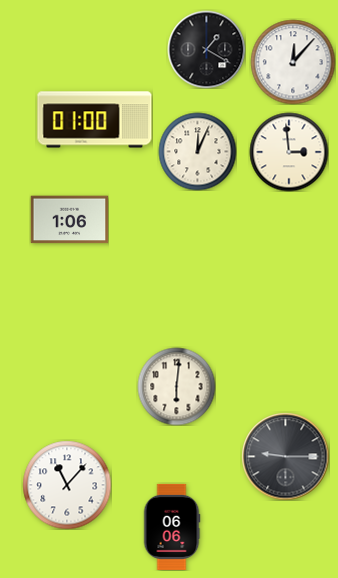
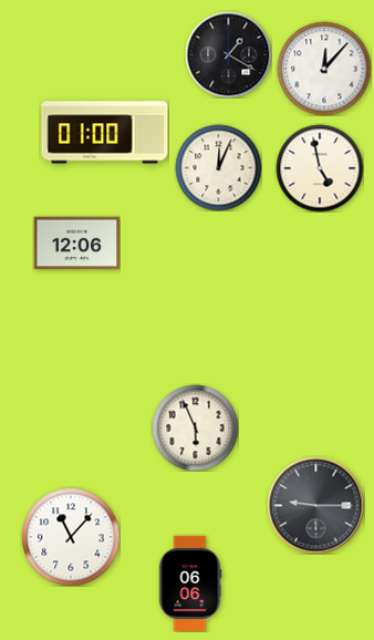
clock at (289, 152): 2:59 -> 4:58
clock at (69, 220): 1:06 -> 12:06
clock at (176, 386): 6:01 -> 5:56
clock at (67, 485) position: (67, 485) -> (71, 537)
